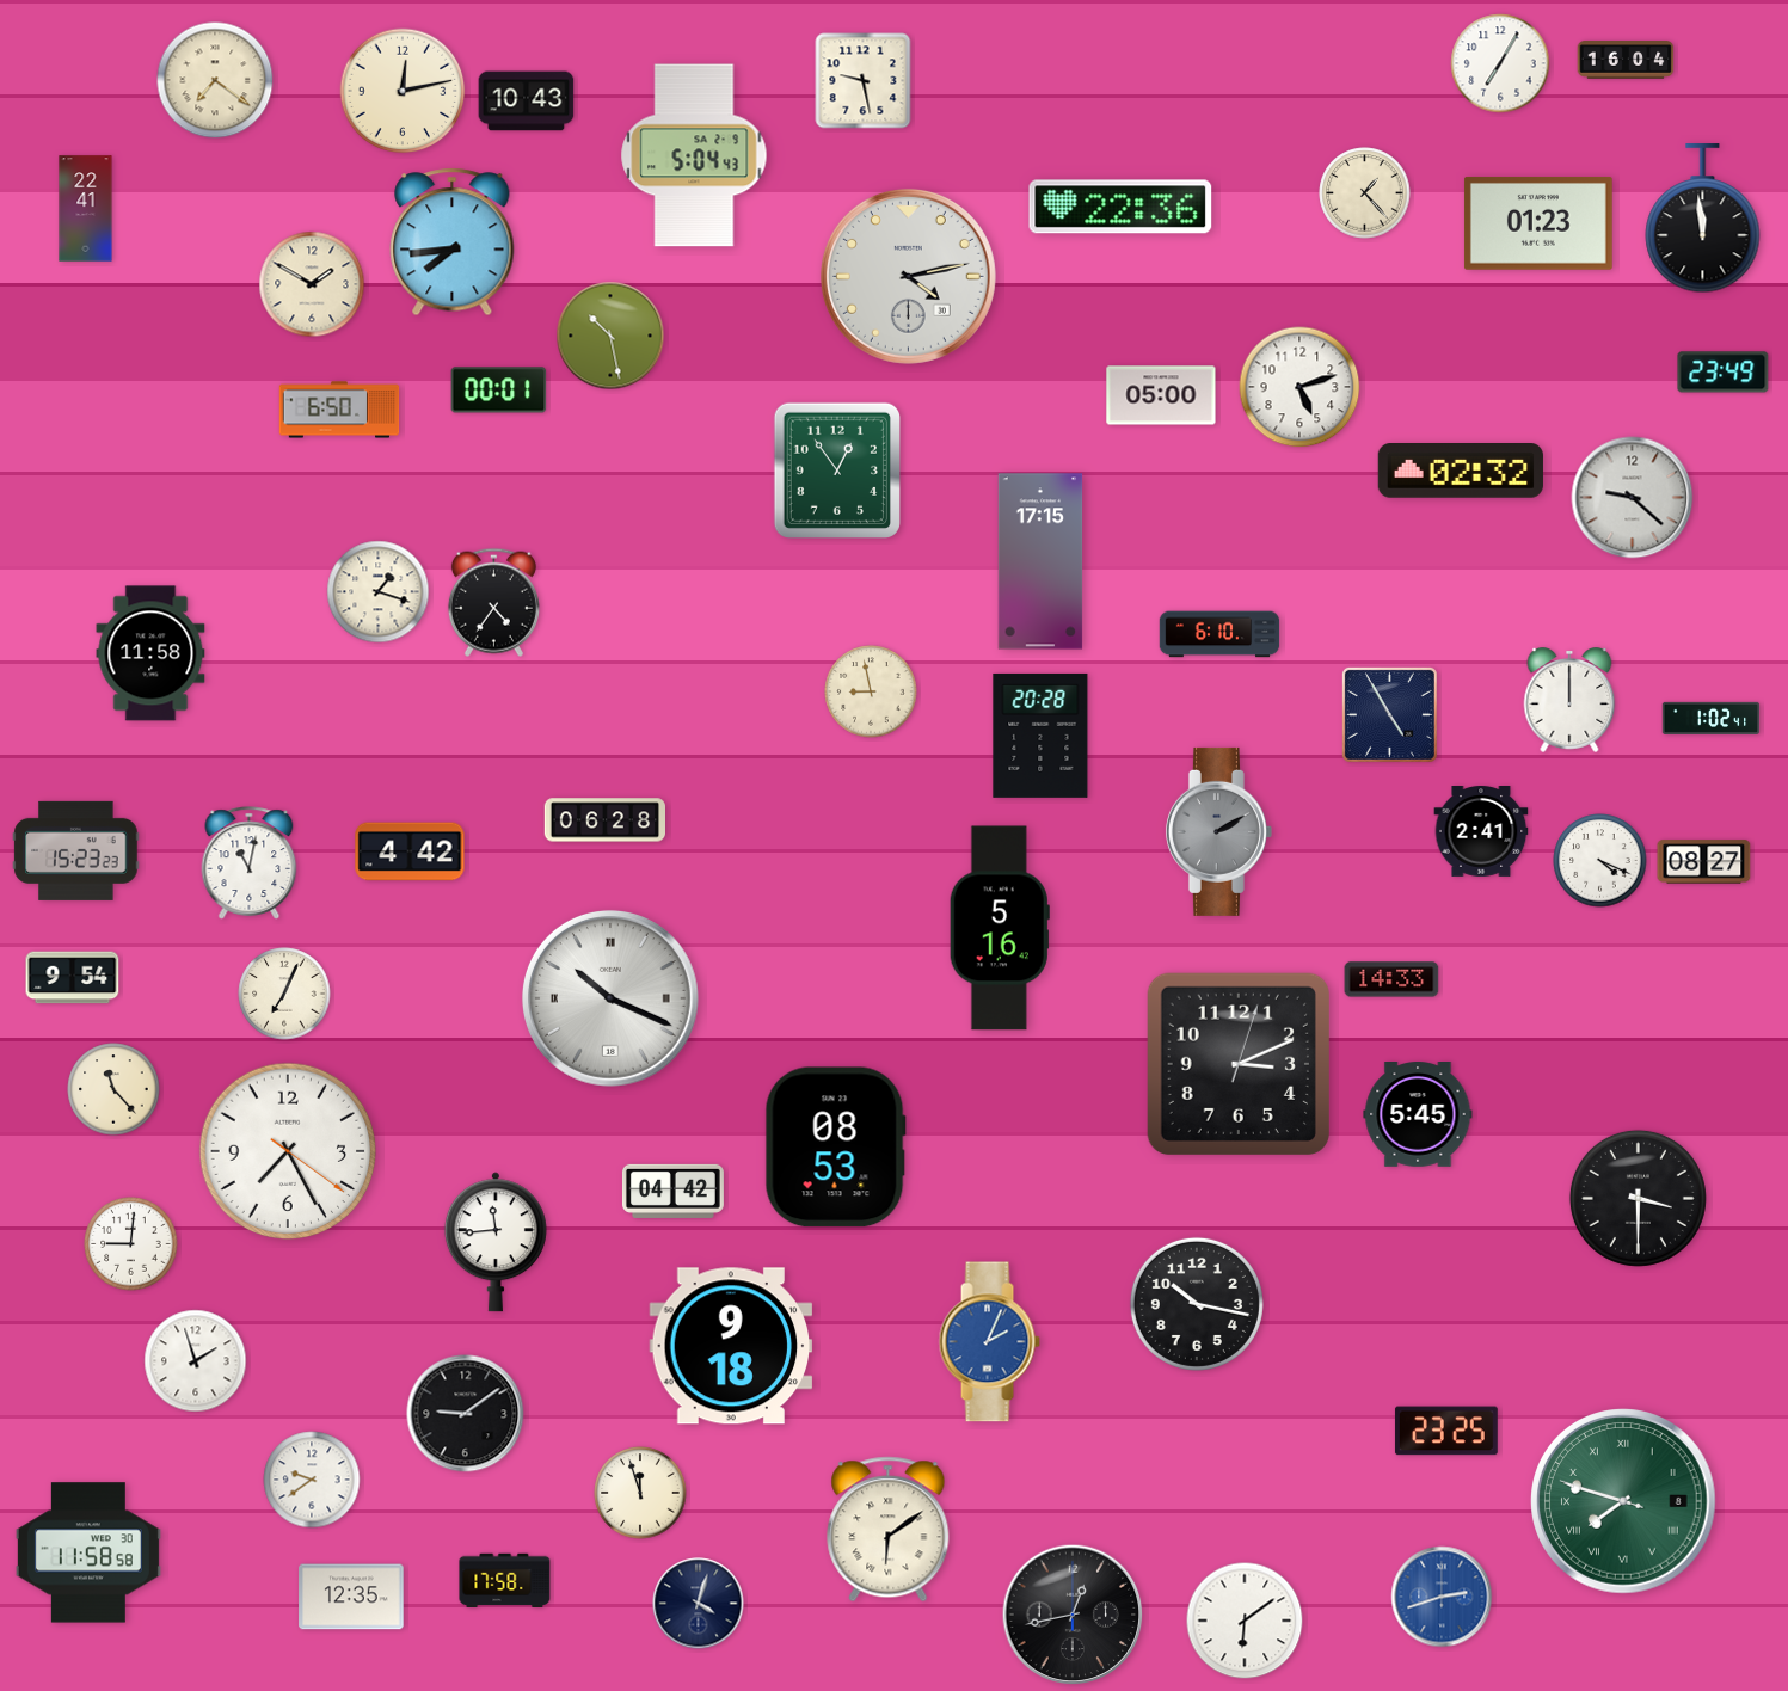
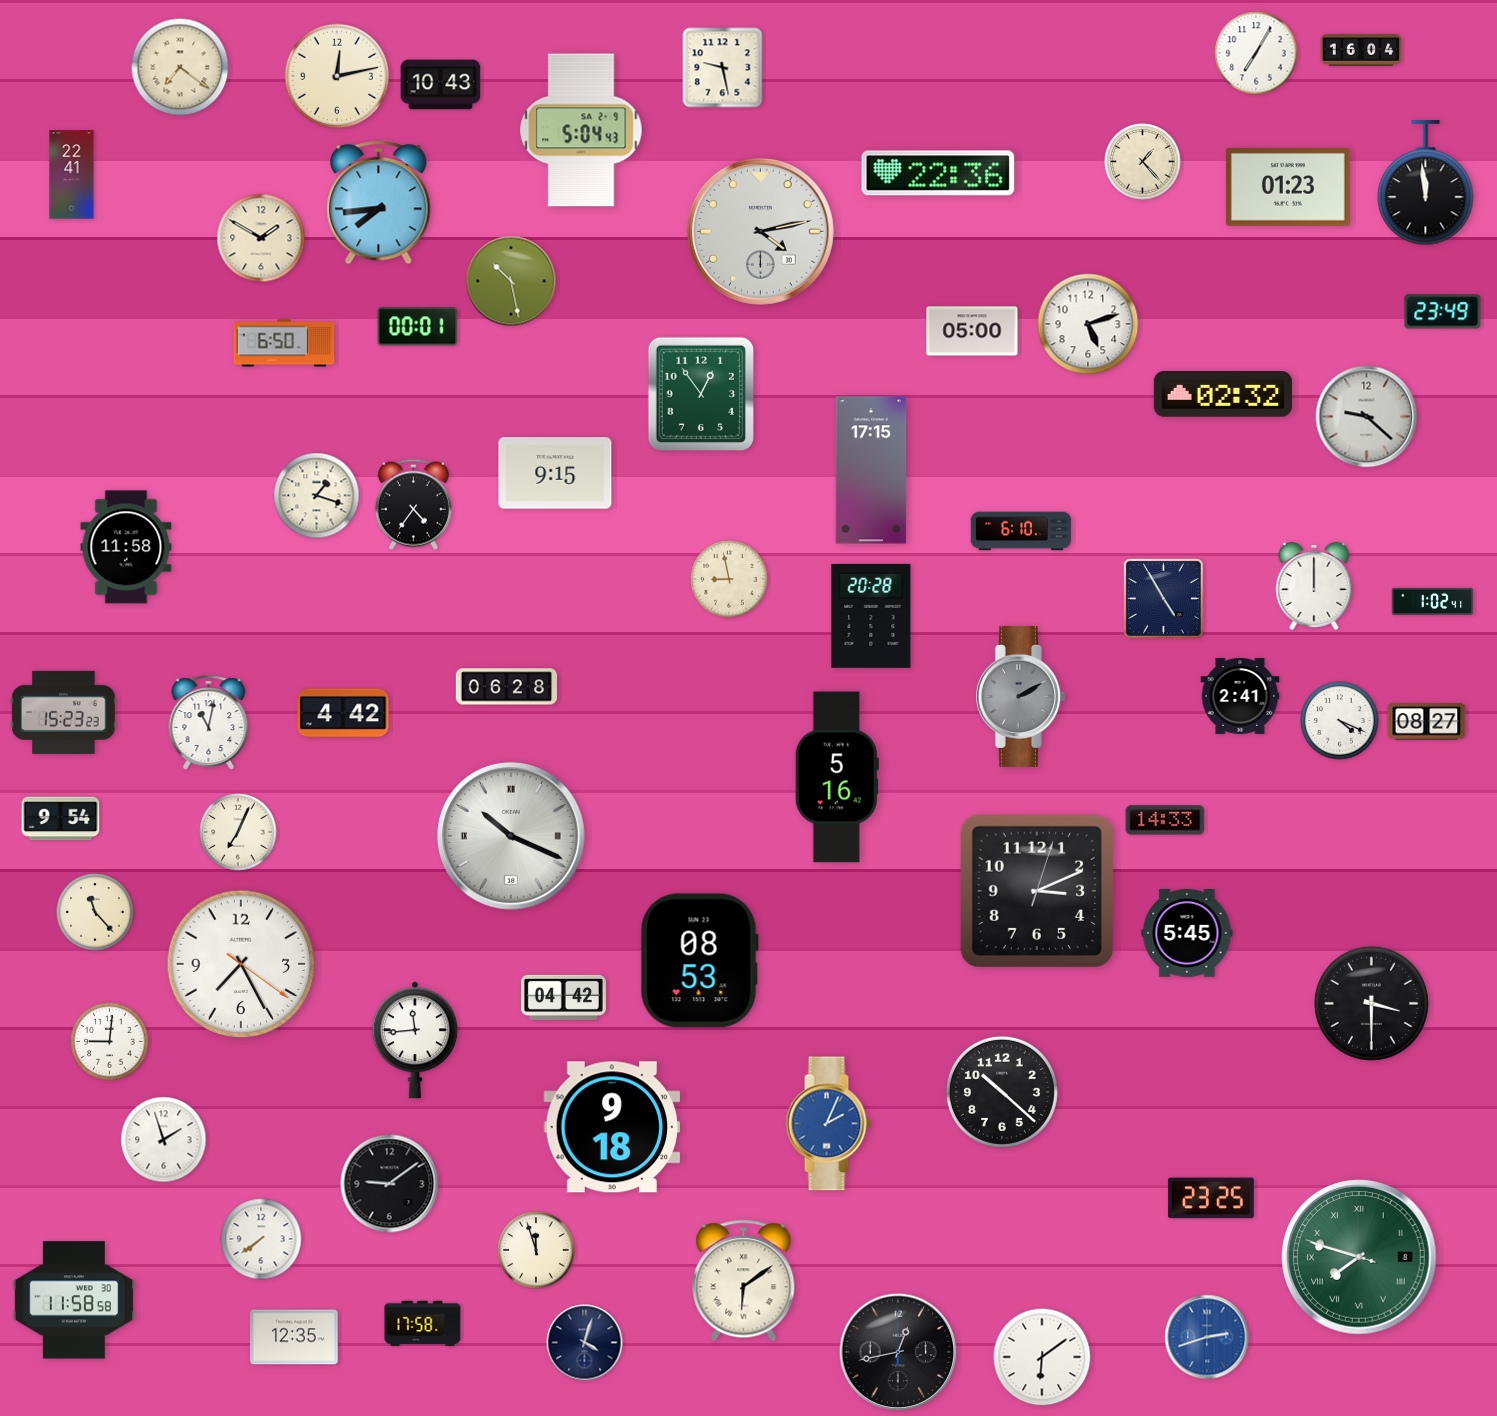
clock at (555, 473): none -> 9:15
clock at (1197, 1304): 10:17 -> 10:22
clock at (312, 1480): 9:39 -> 7:39
